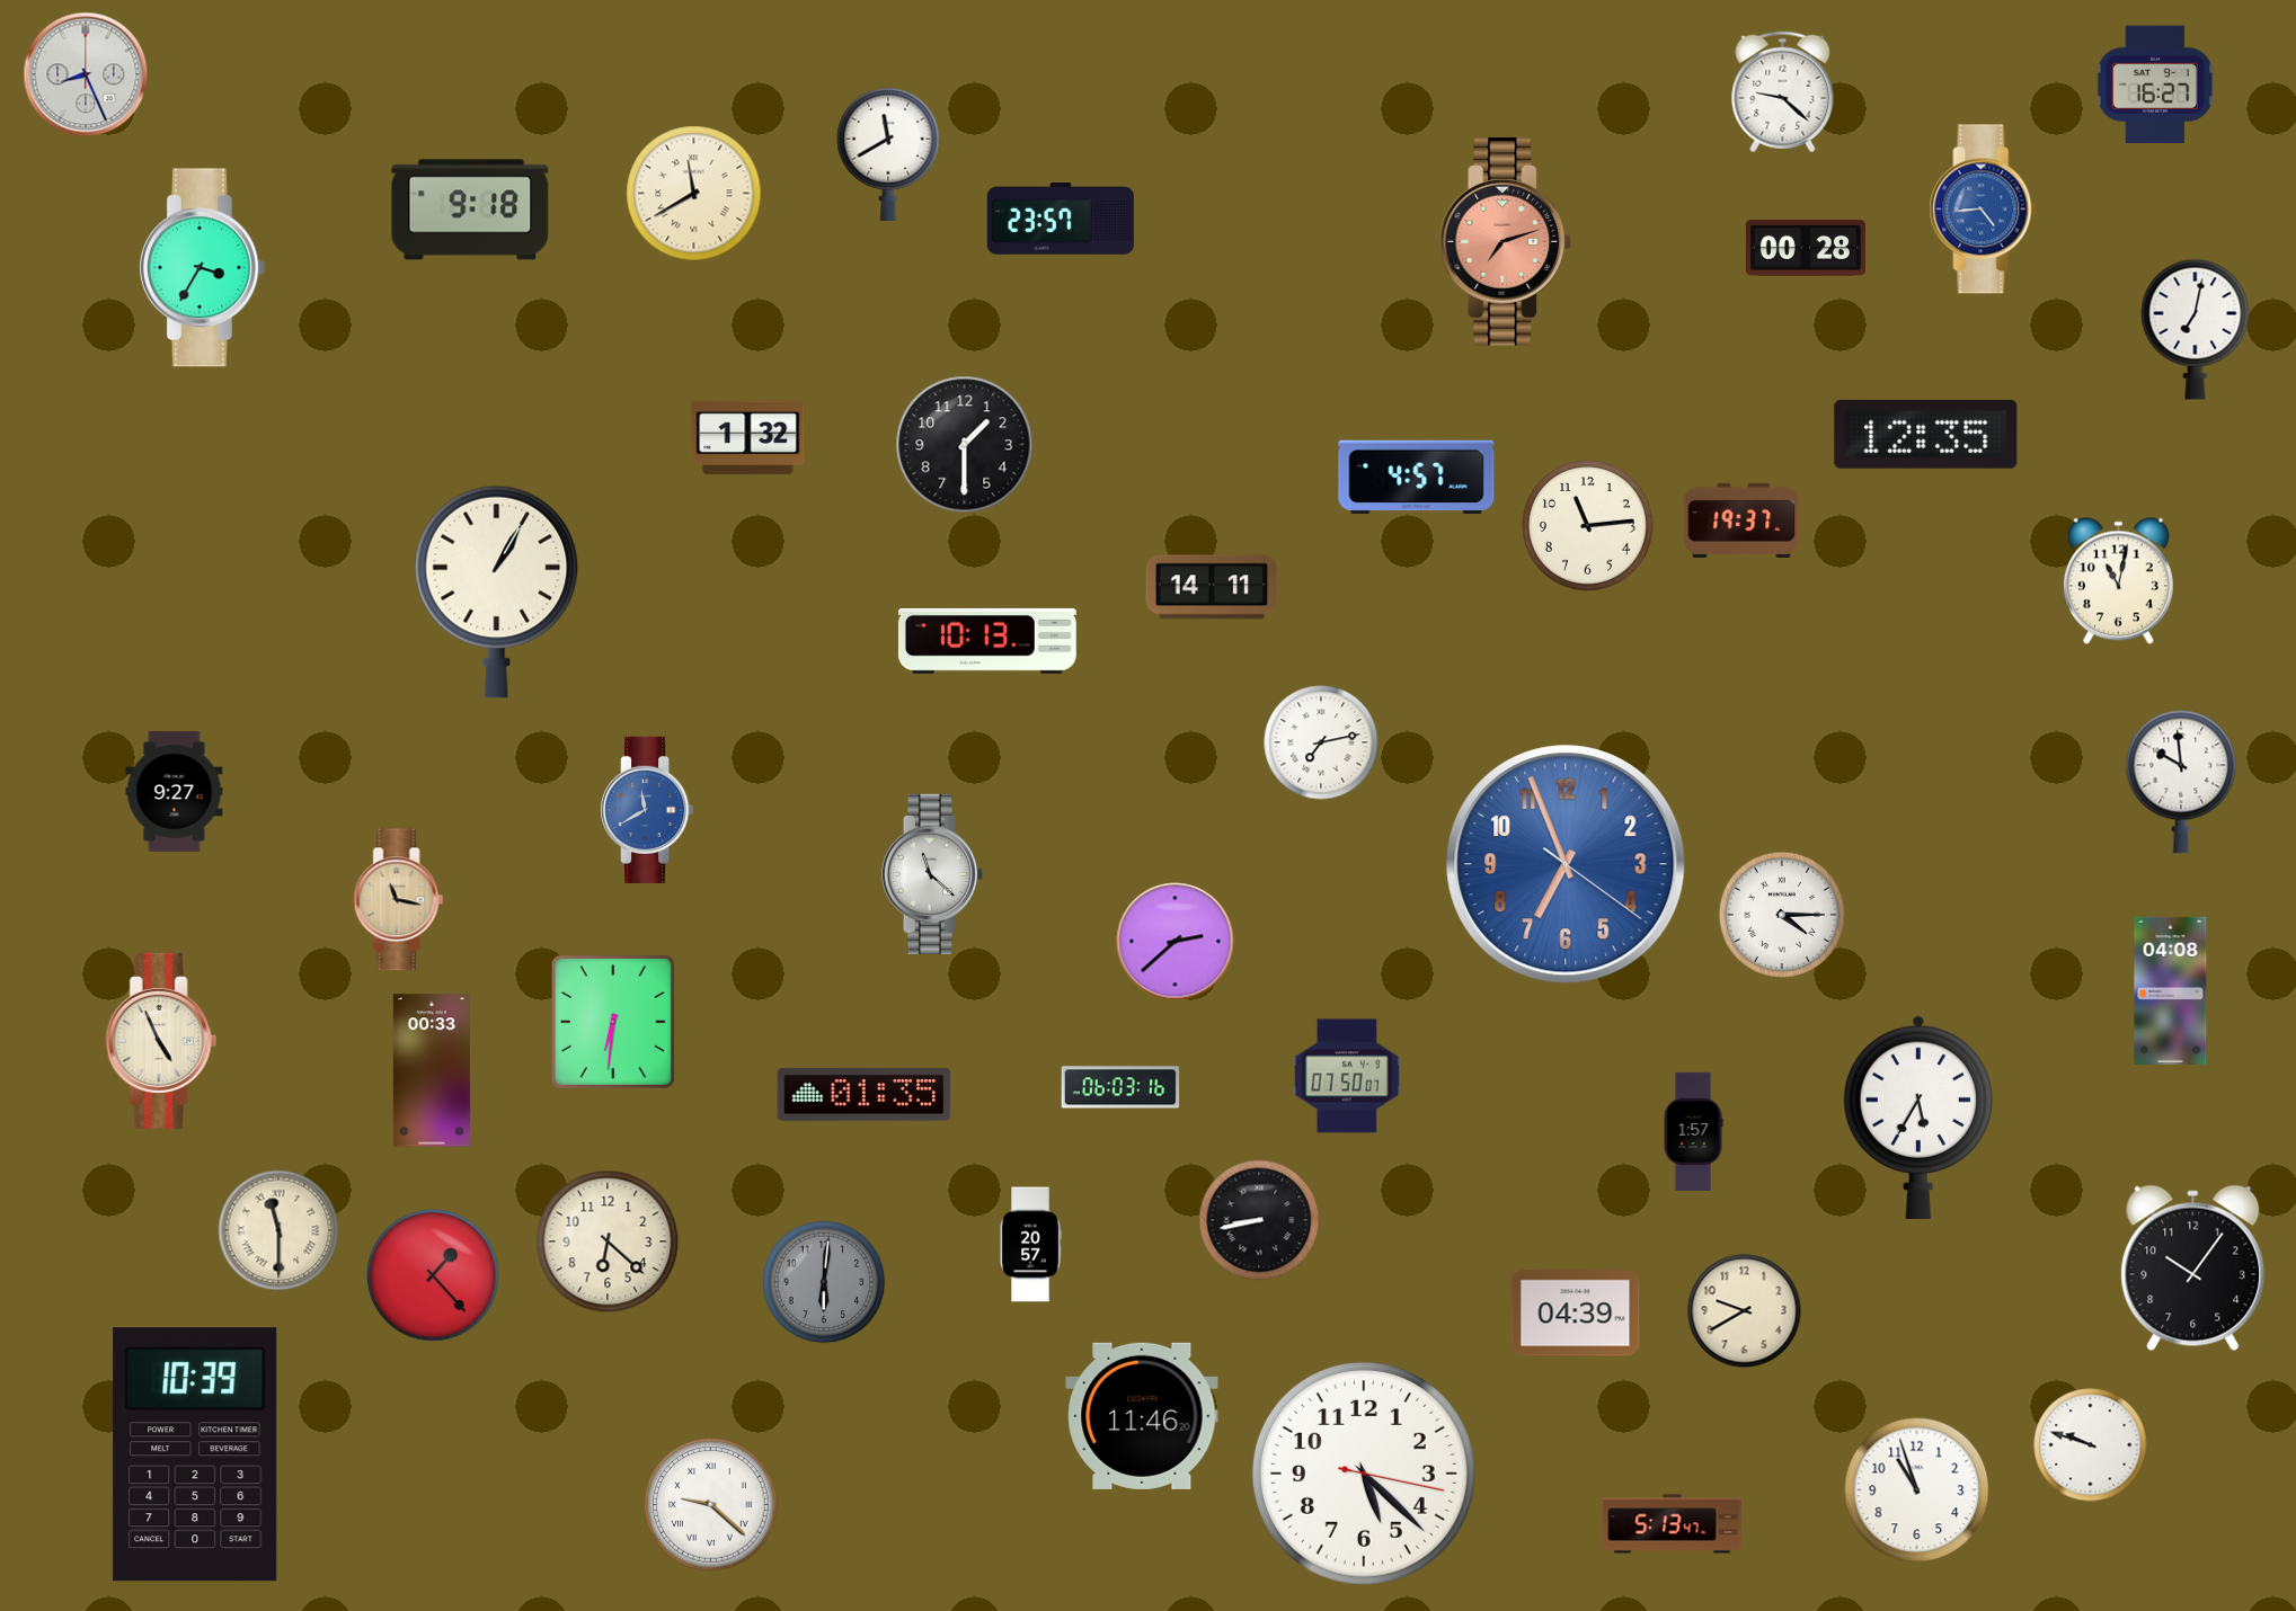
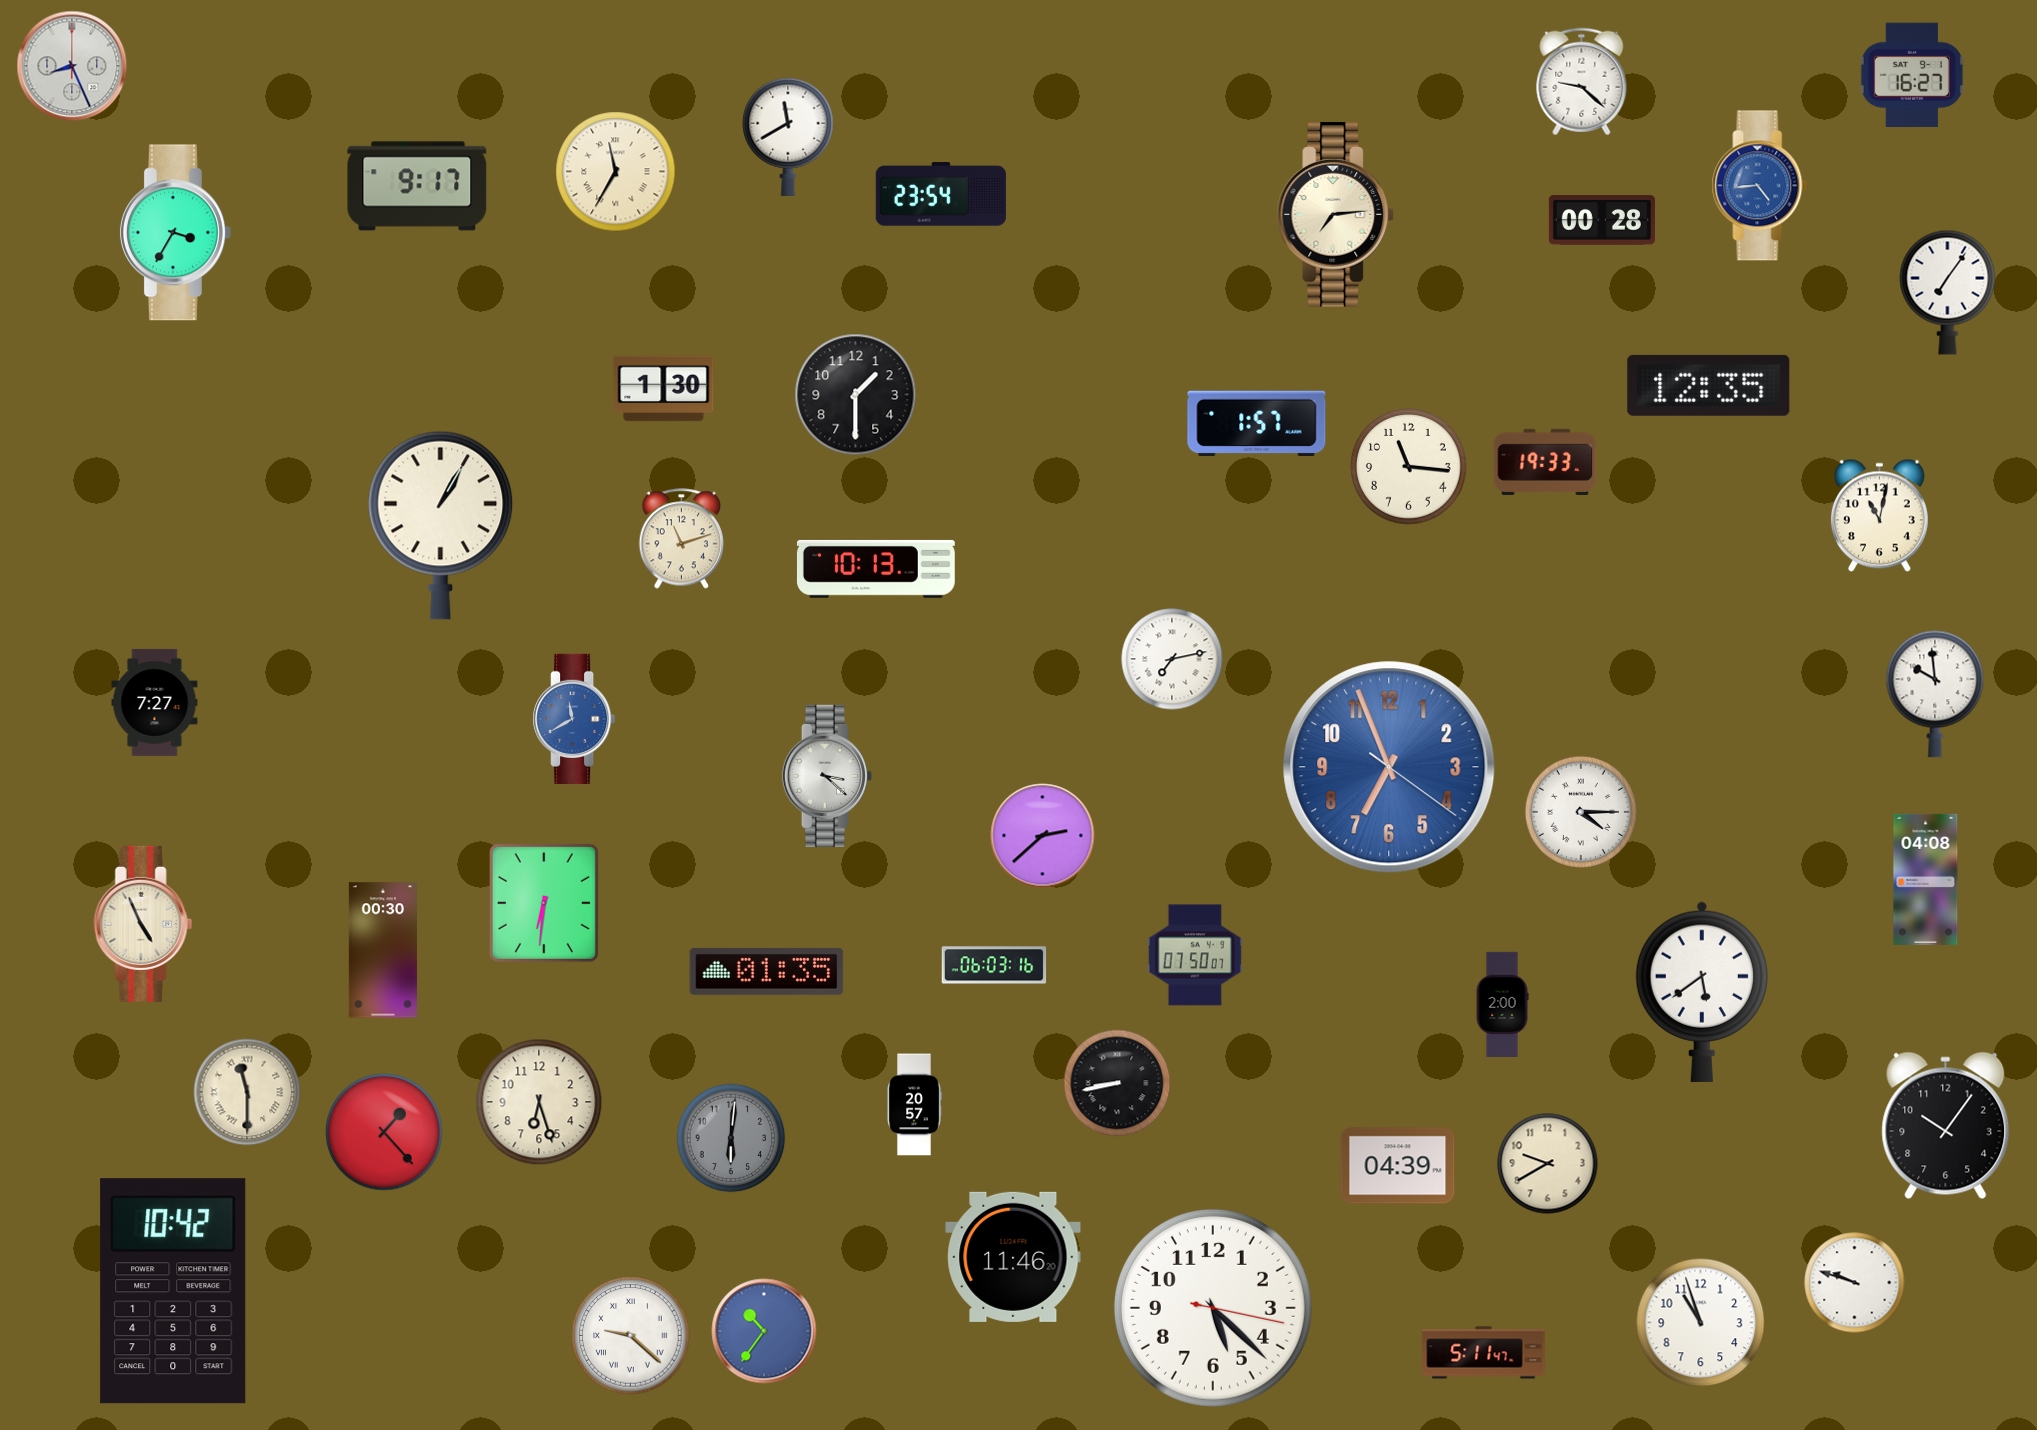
clock at (86, 74) position: (86, 74) -> (72, 66)
clock at (694, 194): 11:40 -> 11:35
clock at (470, 210): 9:18 -> 9:17
clock at (1061, 219): 23:57 -> 23:54
clock at (1506, 242): 7:12 -> 7:14
clock at (1506, 242) dial: salmon -> cream
clock at (202, 268) position: (202, 268) -> (175, 233)
clock at (2196, 329): 7:02 -> 7:06
clock at (748, 438): 1:32 -> 1:30
clock at (1417, 477): 4:57 -> 1:57
clock at (1741, 520): 19:37 -> 19:33
clock at (1588, 526): 11:14 -> 11:16
clock at (1212, 587): 14:11 -> none
clock at (681, 539): none -> 11:12
clock at (175, 791): 9:27 -> 7:27
clock at (931, 873): 11:22 -> 3:22
clock at (399, 900): 11:17 -> none
clock at (613, 1022) position: (613, 1022) -> (544, 903)
clock at (432, 1070): 00:33 -> 00:30
clock at (1918, 1118): 5:35 -> 5:39
clock at (1693, 1131): 1:57 -> 2:00
clock at (608, 1241): 6:22 -> 6:27
clock at (195, 1454): 10:39 -> 10:42
clock at (1364, 1474) position: (1364, 1474) -> (1213, 1308)
clock at (764, 1331): none -> 10:36
clock at (1673, 1524): 5:13 -> 5:11
